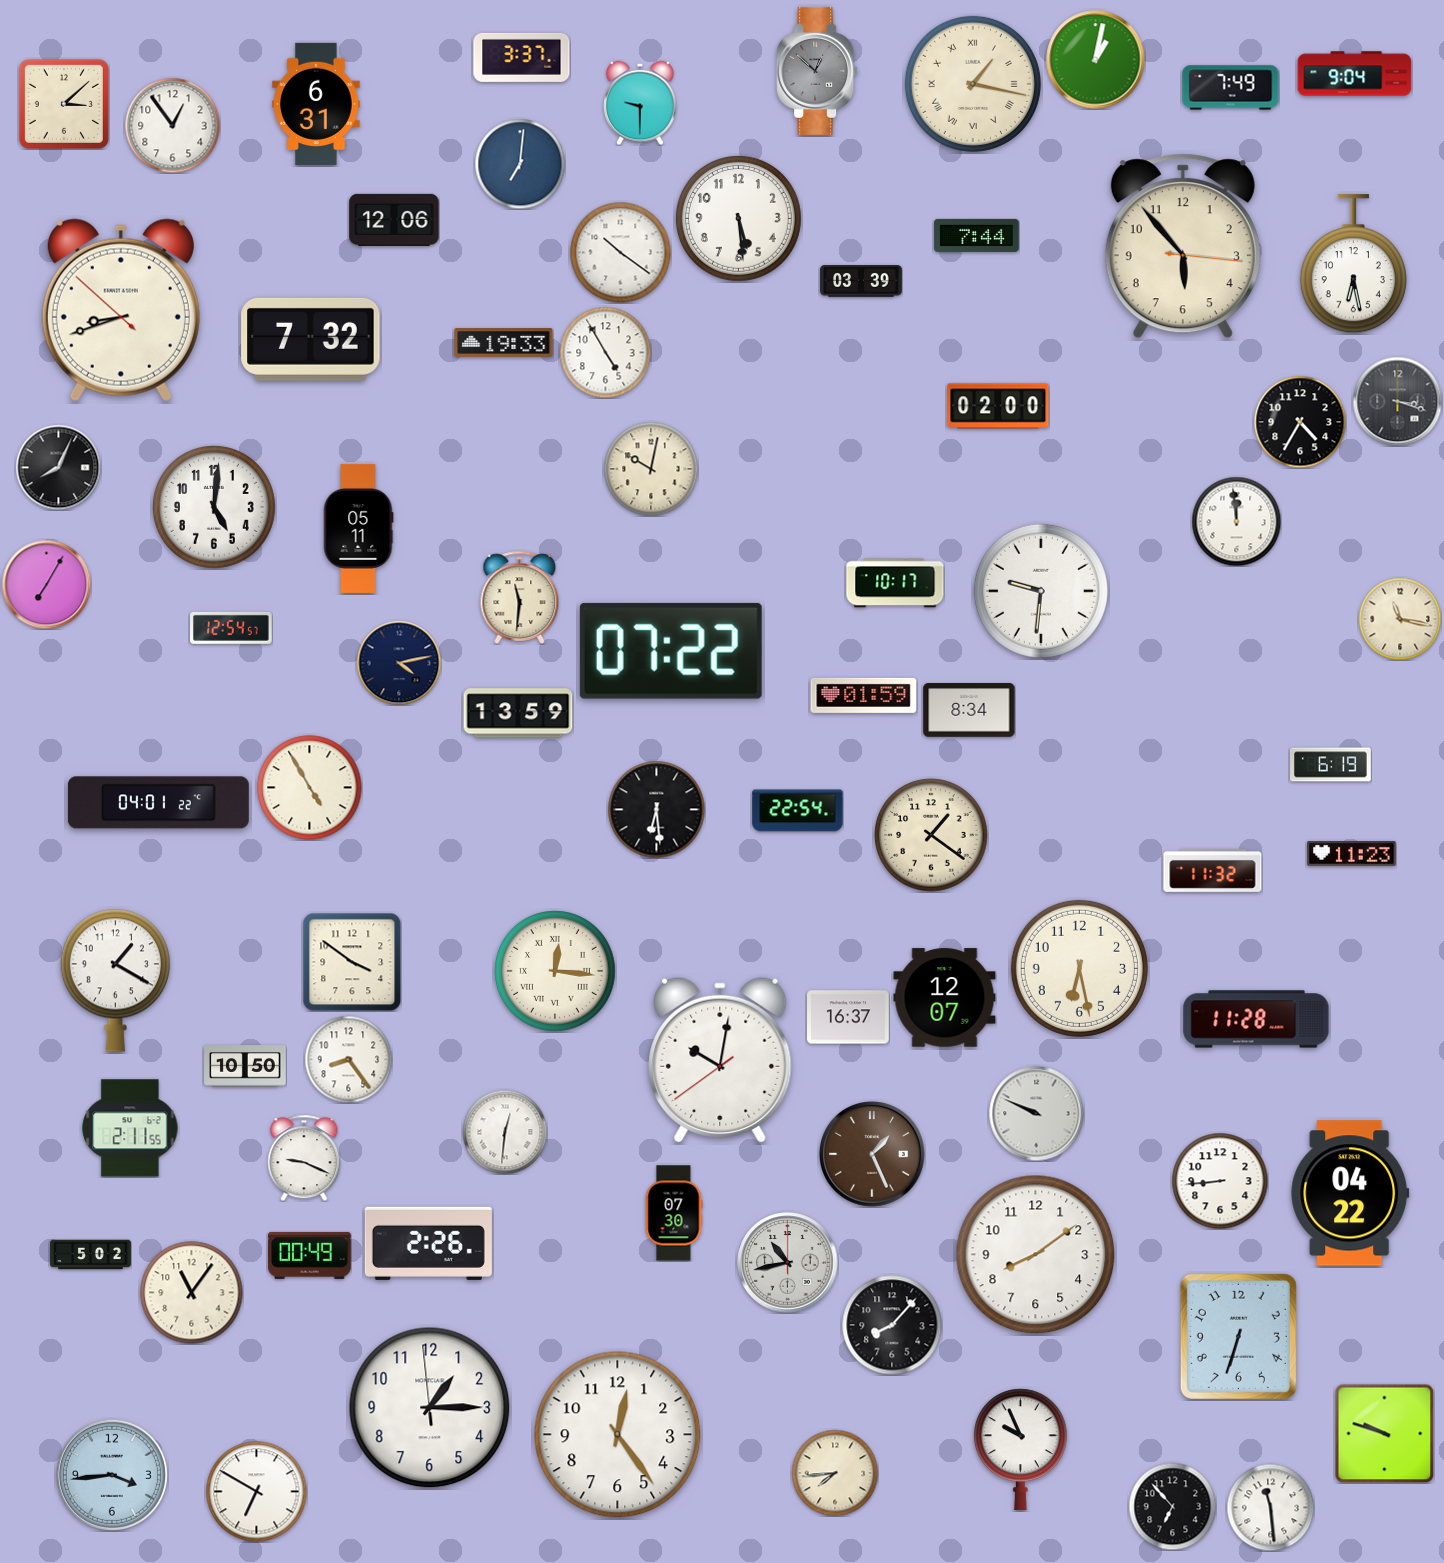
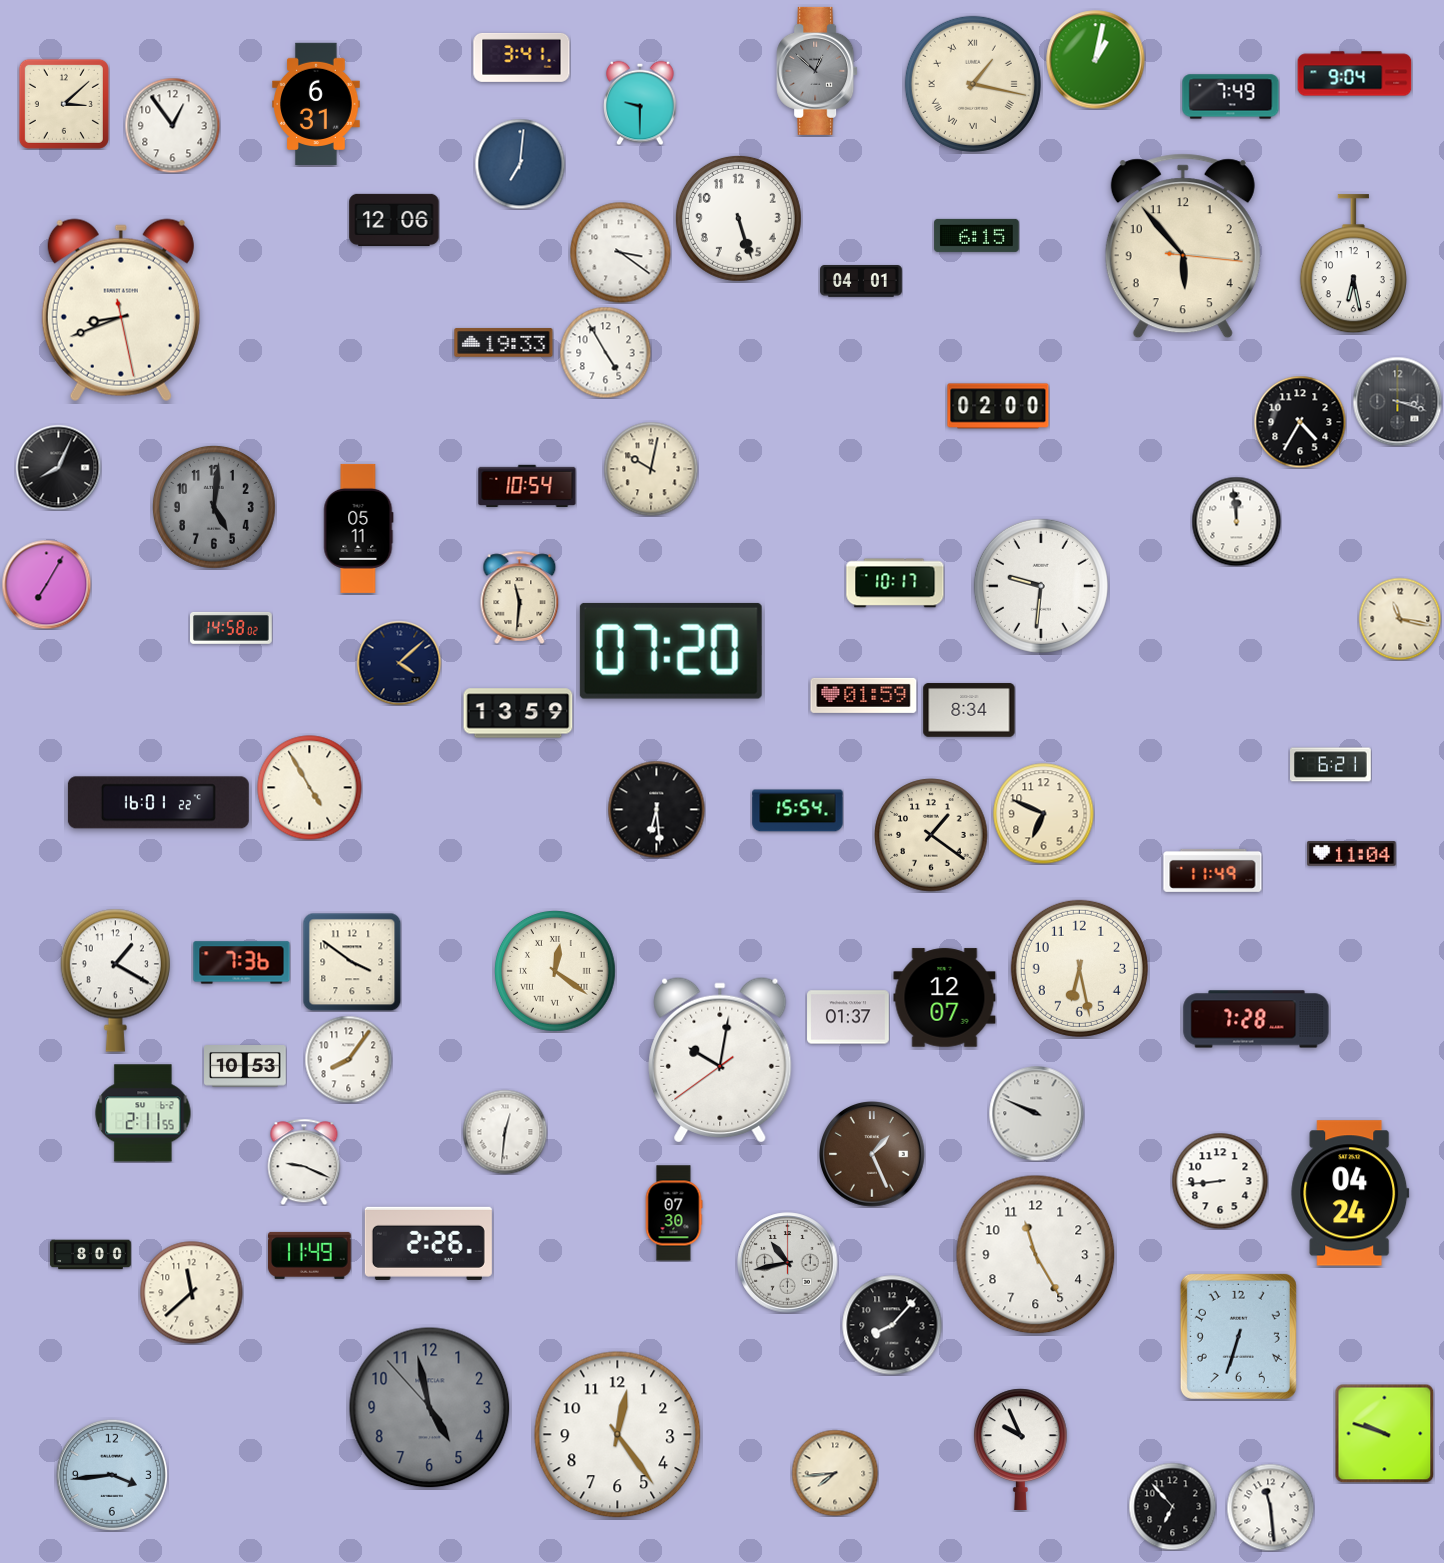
clock at (522, 57): 3:37 -> 3:41
clock at (1231, 88) position: (1231, 88) -> (1231, 97)
clock at (738, 218): 5:29 -> 5:27
clock at (977, 235): 7:44 -> 6:15
clock at (621, 253): 10:21 -> 3:21
clock at (861, 281): 03:39 -> 04:01
clock at (121, 310): 8:41:52 -> 8:41:28
clock at (311, 339): 7:32 -> none
clock at (527, 485): none -> 10:54
clock at (214, 507) dial: white -> grey
clock at (1041, 591) position: (1041, 591) -> (1041, 586)
clock at (232, 628): 12:54 -> 14:58
clock at (671, 651): 07:22 -> 07:20
clock at (399, 663): 4:13 -> 4:08
clock at (1331, 765): 6:19 -> 6:21
clock at (158, 803): 04:01 -> 16:01
clock at (798, 811): 22:54 -> 15:54
clock at (1044, 814): none -> 6:49
clock at (1352, 854): 11:23 -> 11:04
clock at (1213, 870): 11:32 -> 11:49
clock at (242, 963): none -> 7:36
clock at (556, 972): 12:16 -> 12:21
clock at (848, 1017): 16:37 -> 01:37
clock at (1256, 1019): 11:28 -> 7:28
clock at (348, 1059): 8:24 -> 8:06
clock at (246, 1066): 10:50 -> 10:53
clock at (130, 1128) position: (130, 1128) -> (143, 1113)
clock at (304, 1158) position: (304, 1158) -> (304, 1162)
clock at (1350, 1193): 04:22 -> 04:24
clock at (91, 1255): 5:02 -> 8:00
clock at (310, 1255): 00:49 -> 11:49
clock at (1036, 1255): 8:09 -> 11:25
clock at (192, 1293): 11:06 -> 11:38
clock at (430, 1408): 1:14 -> 4:57
clock at (430, 1408) dial: white -> grey
clock at (257, 1492): 6:50 -> none
